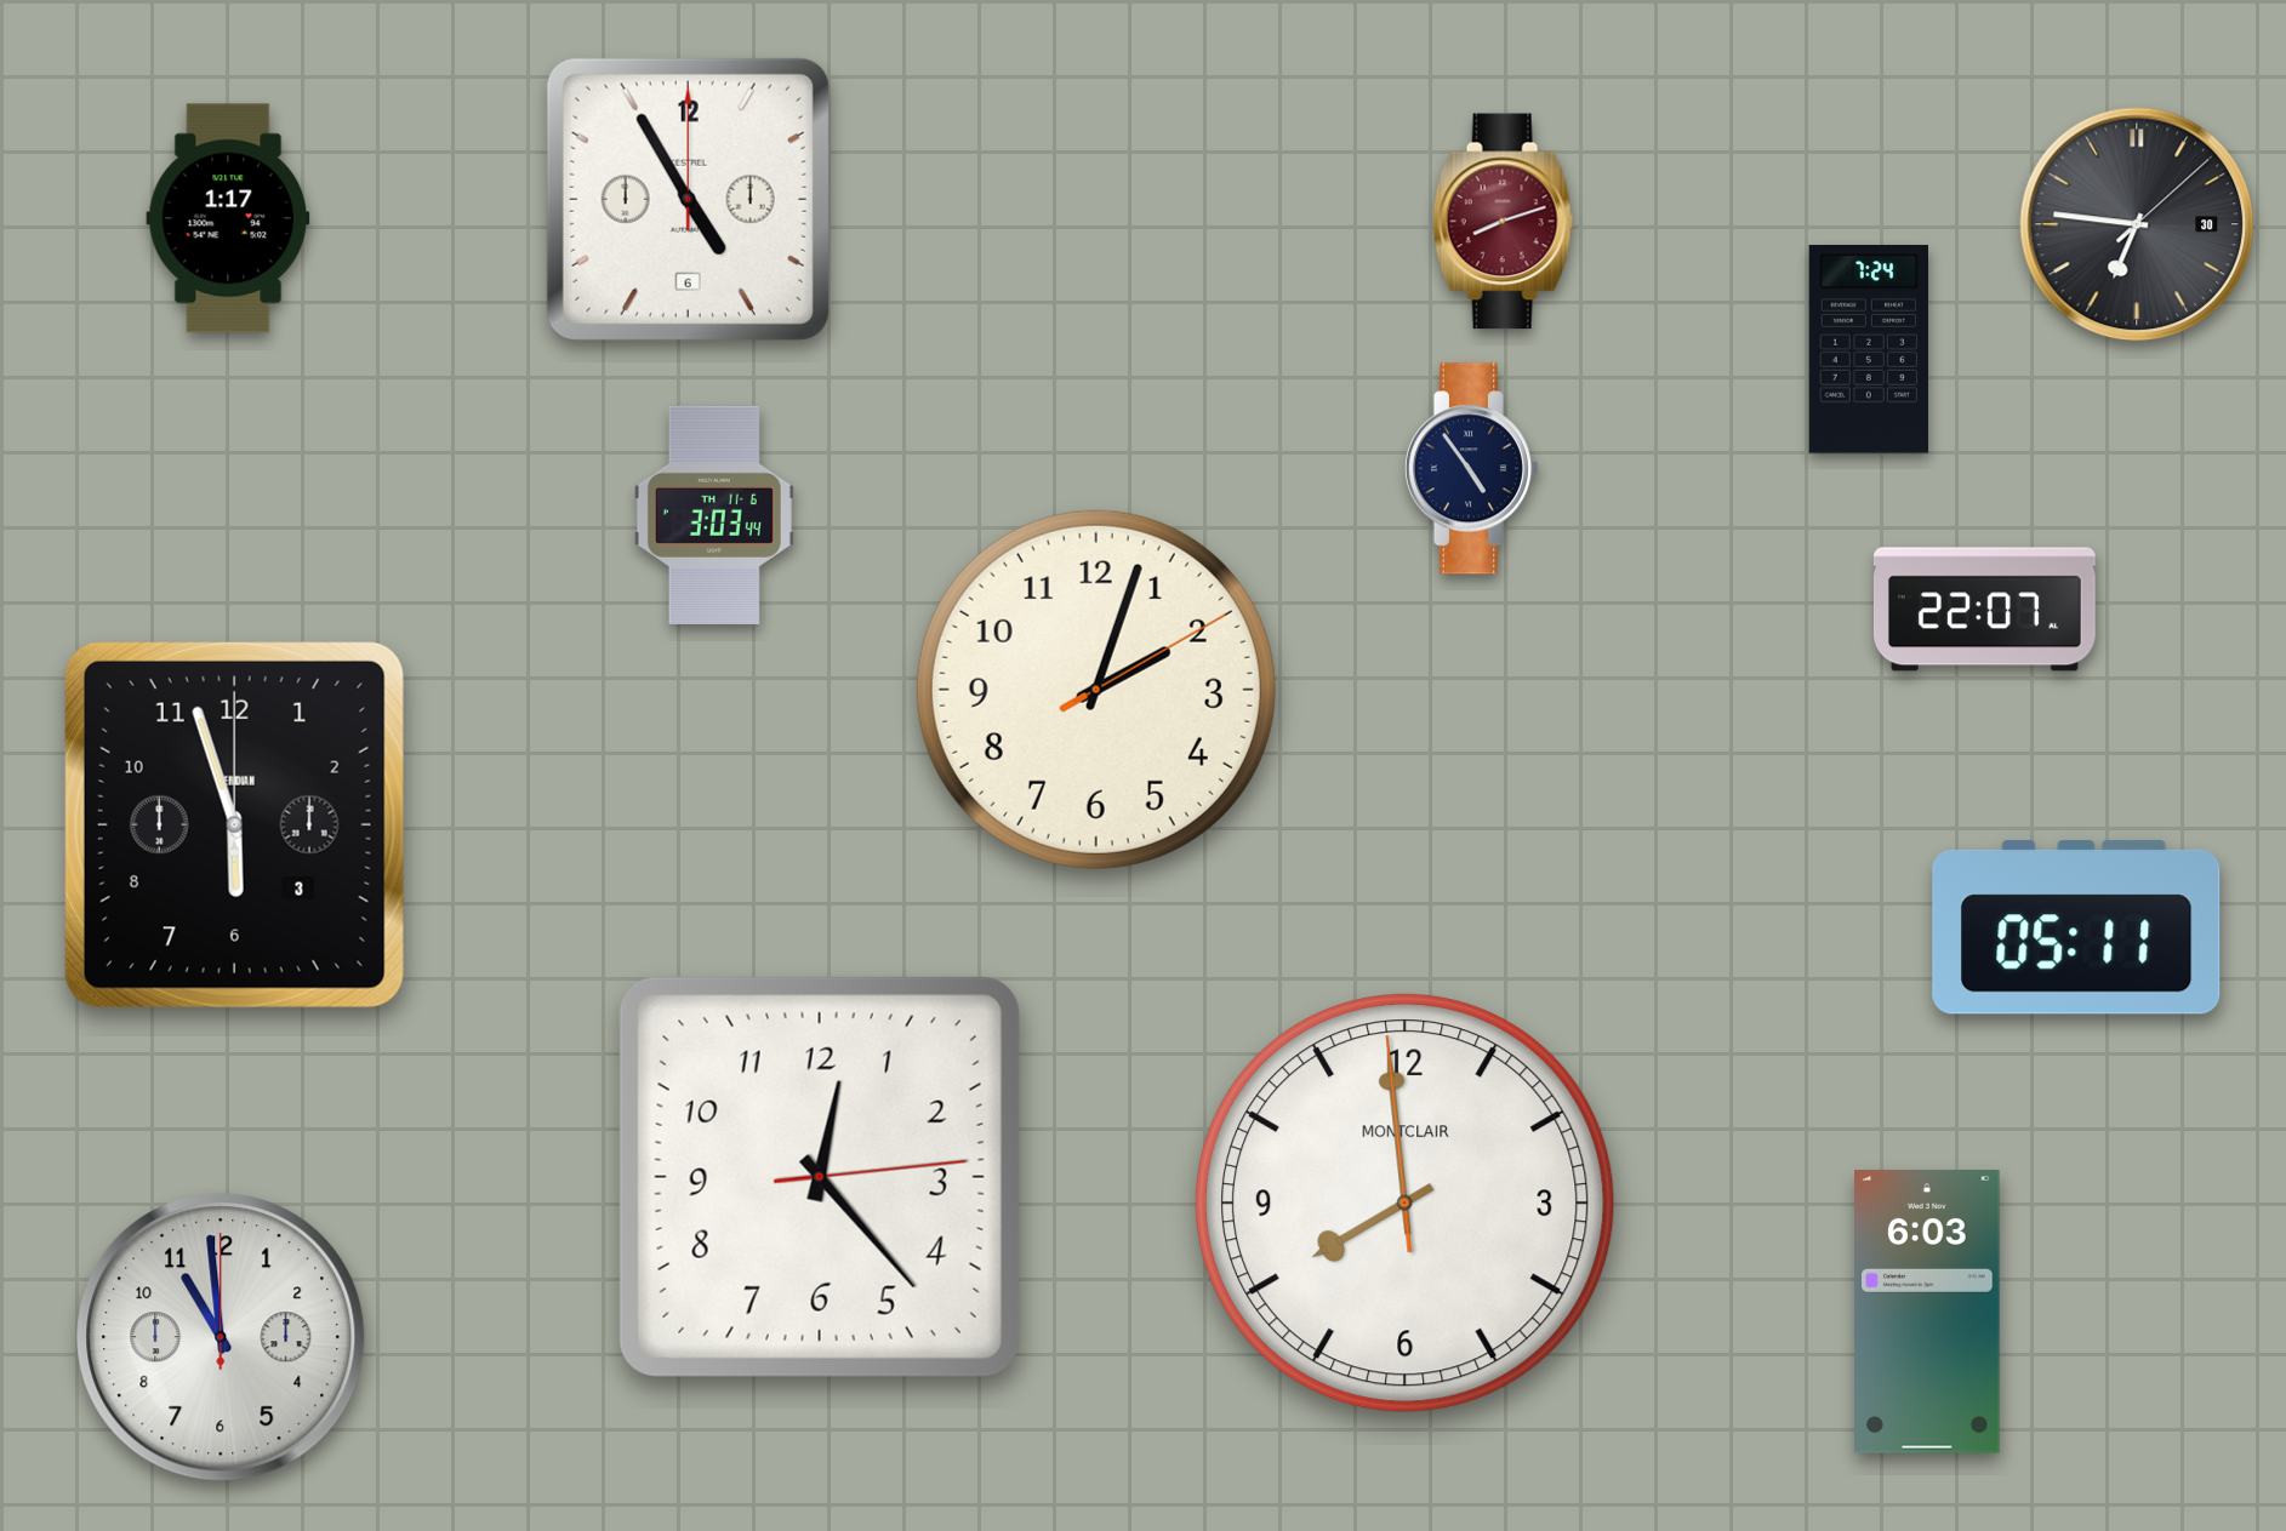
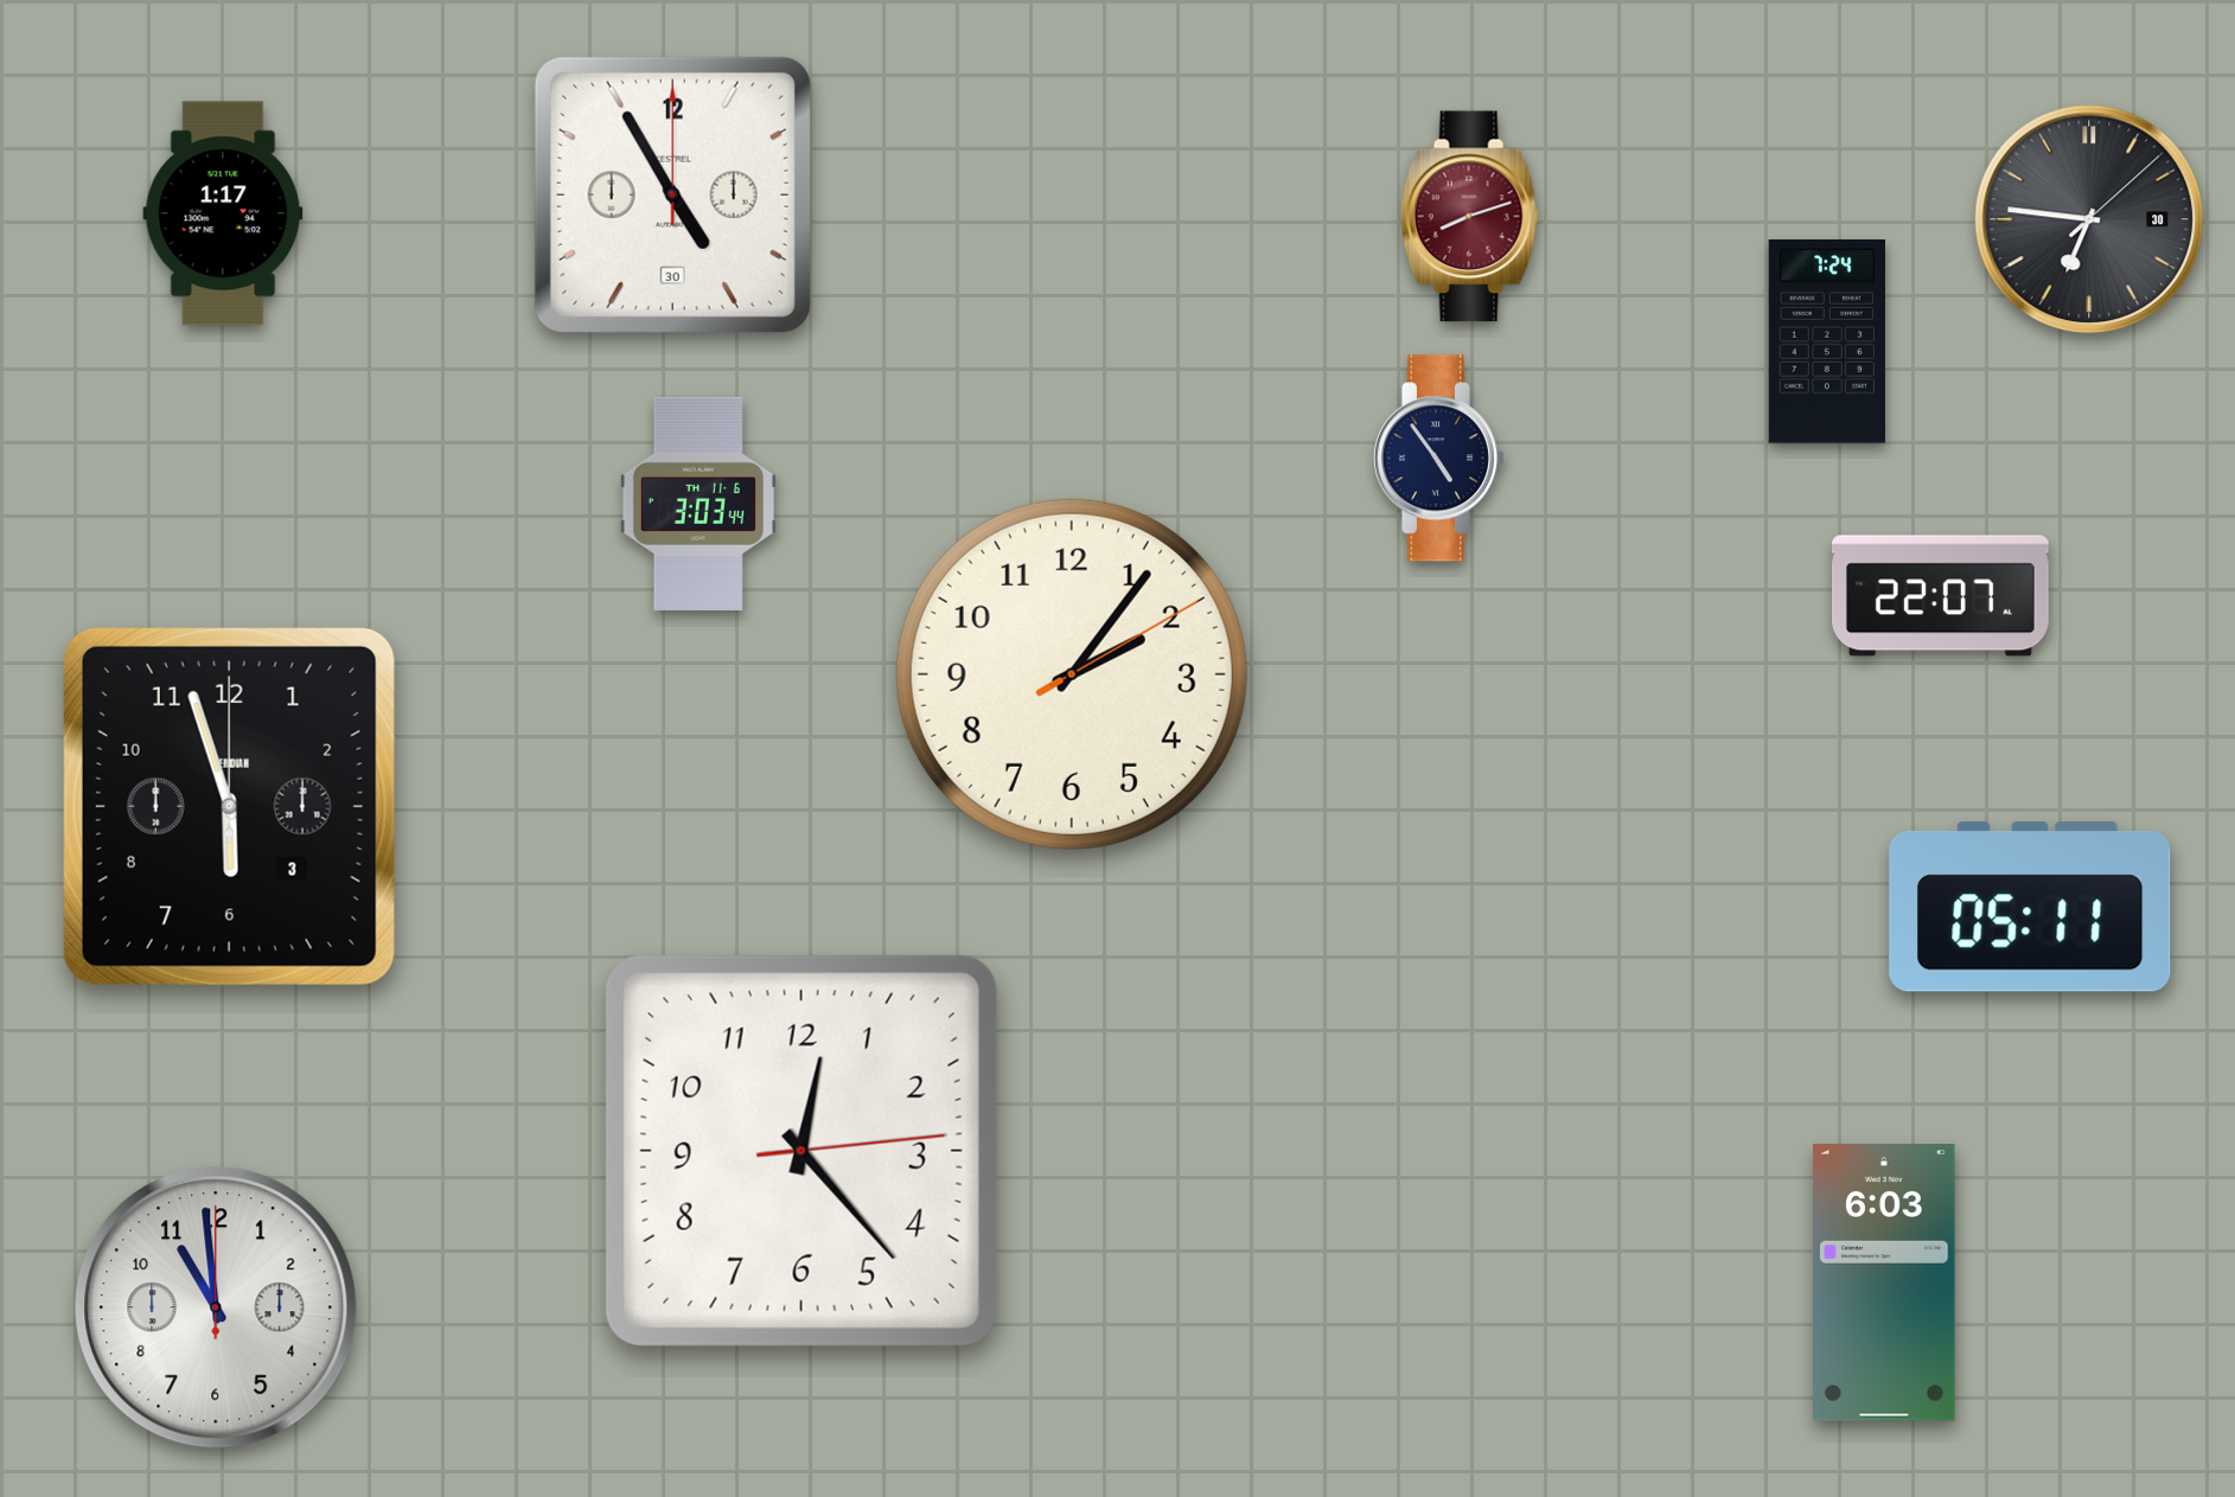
clock at (688, 199) date: 6 -> 30
clock at (1096, 690): 2:03 -> 2:06
clock at (1406, 1204): 7:58 -> none
